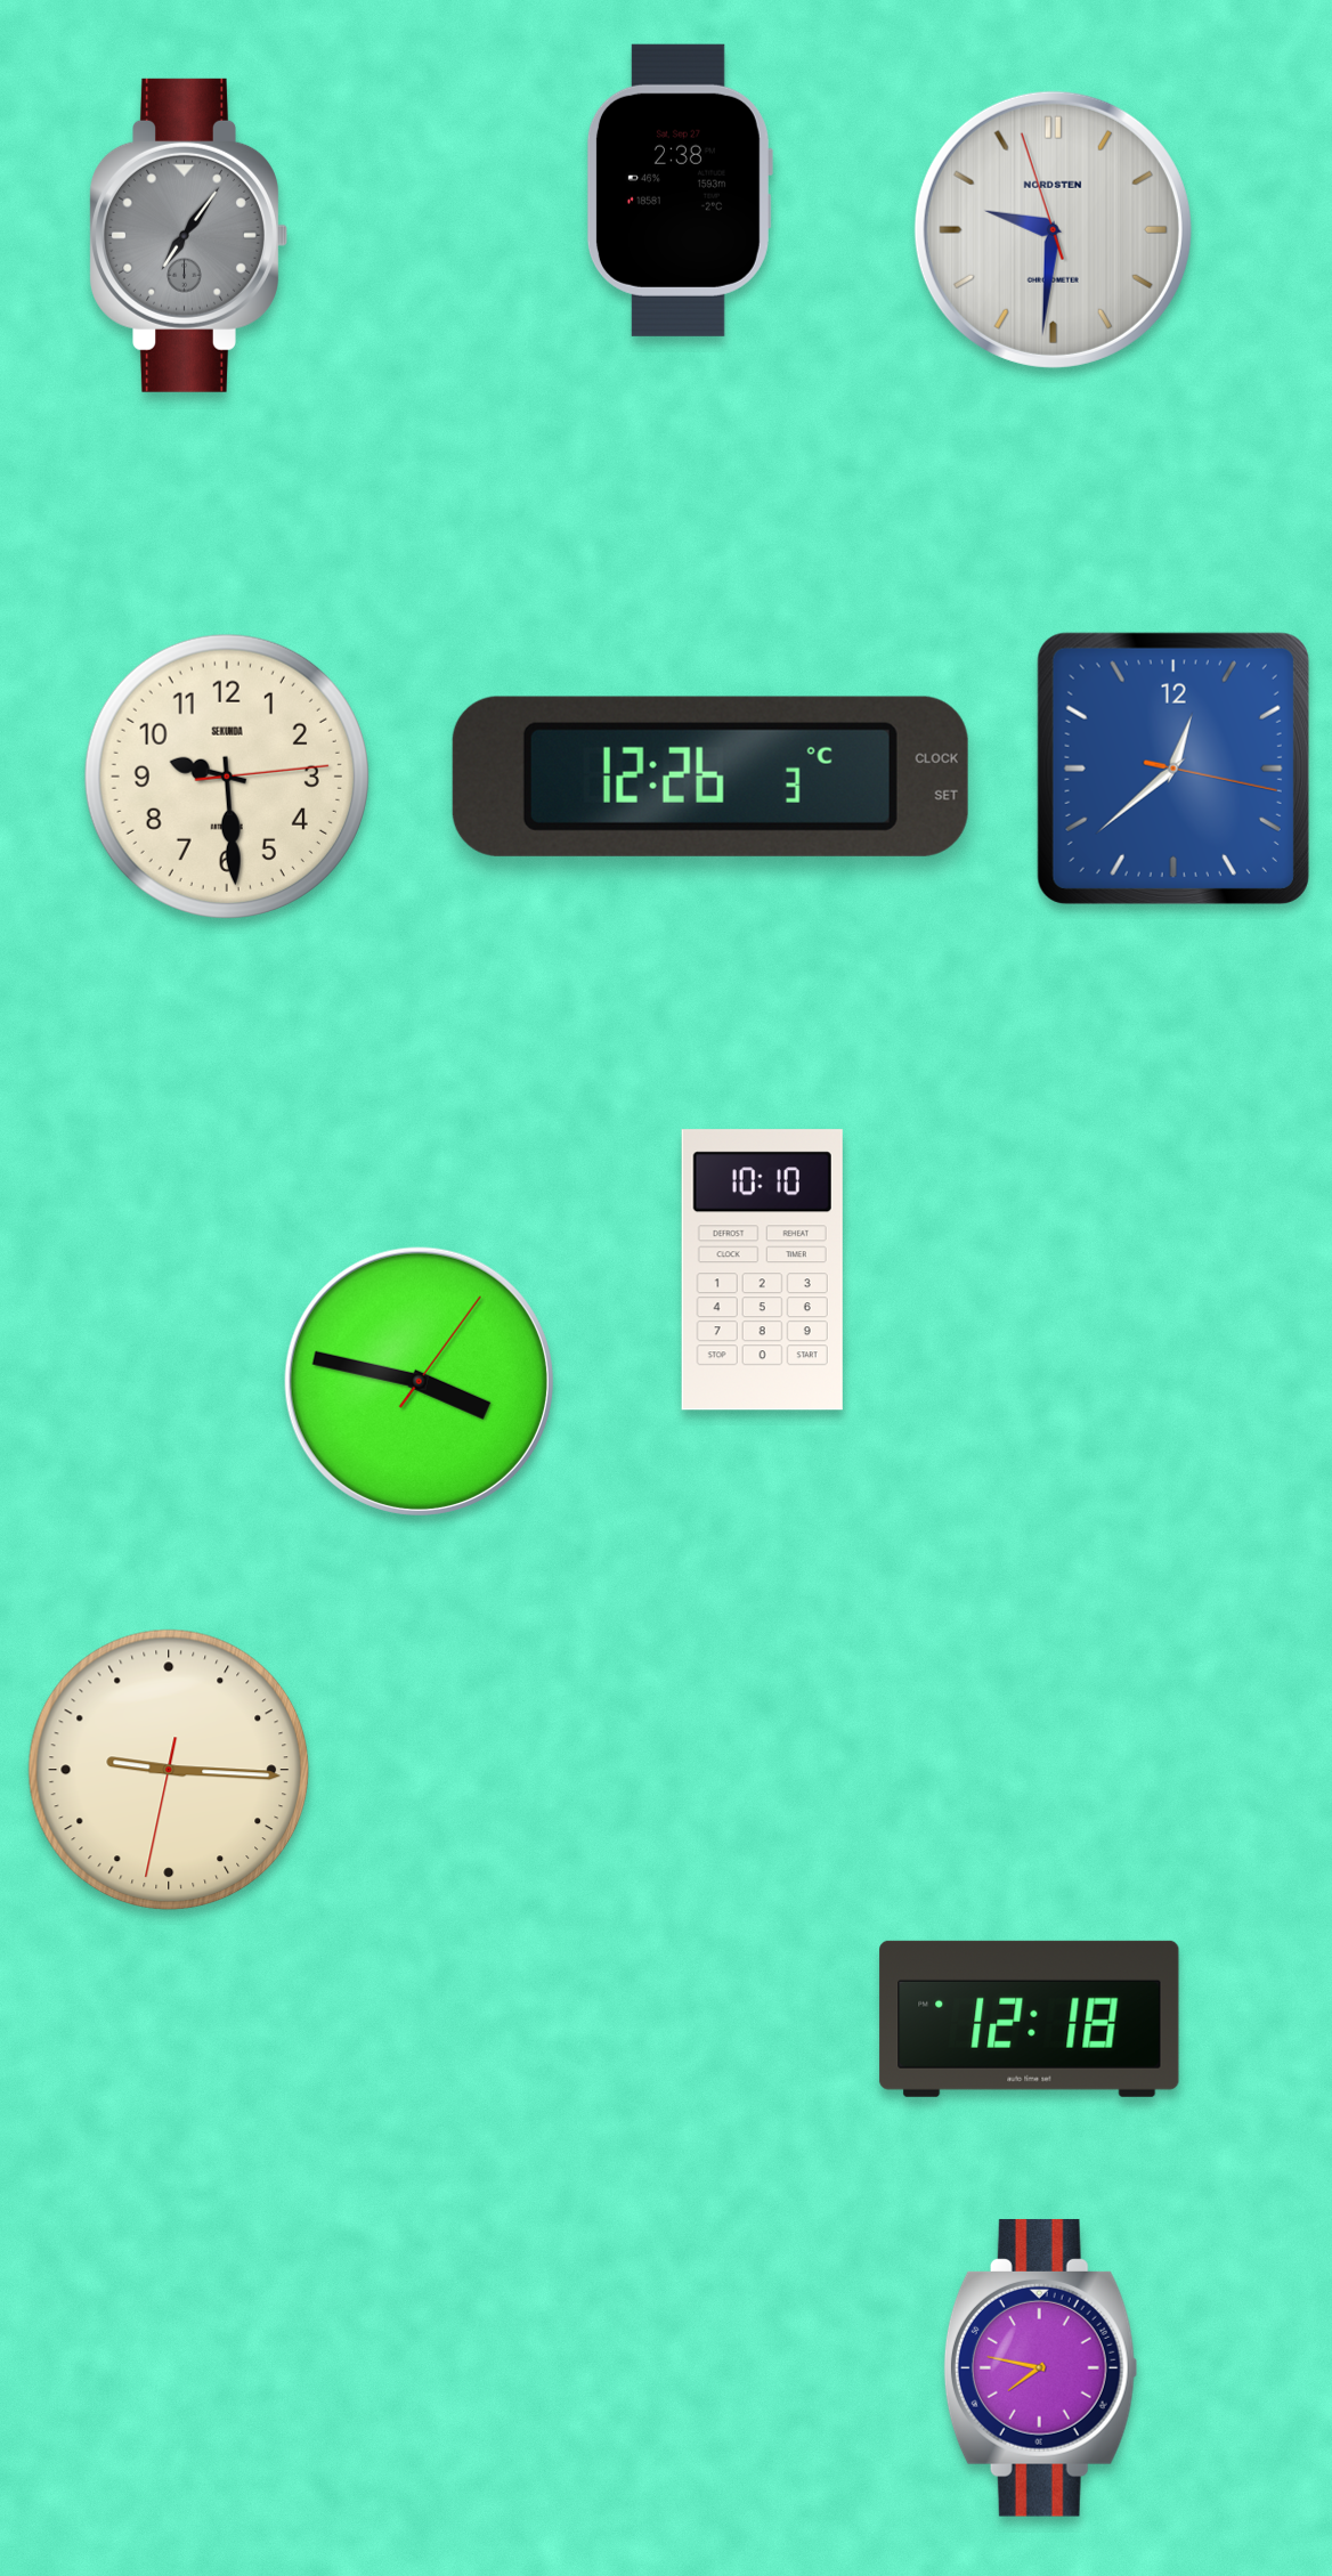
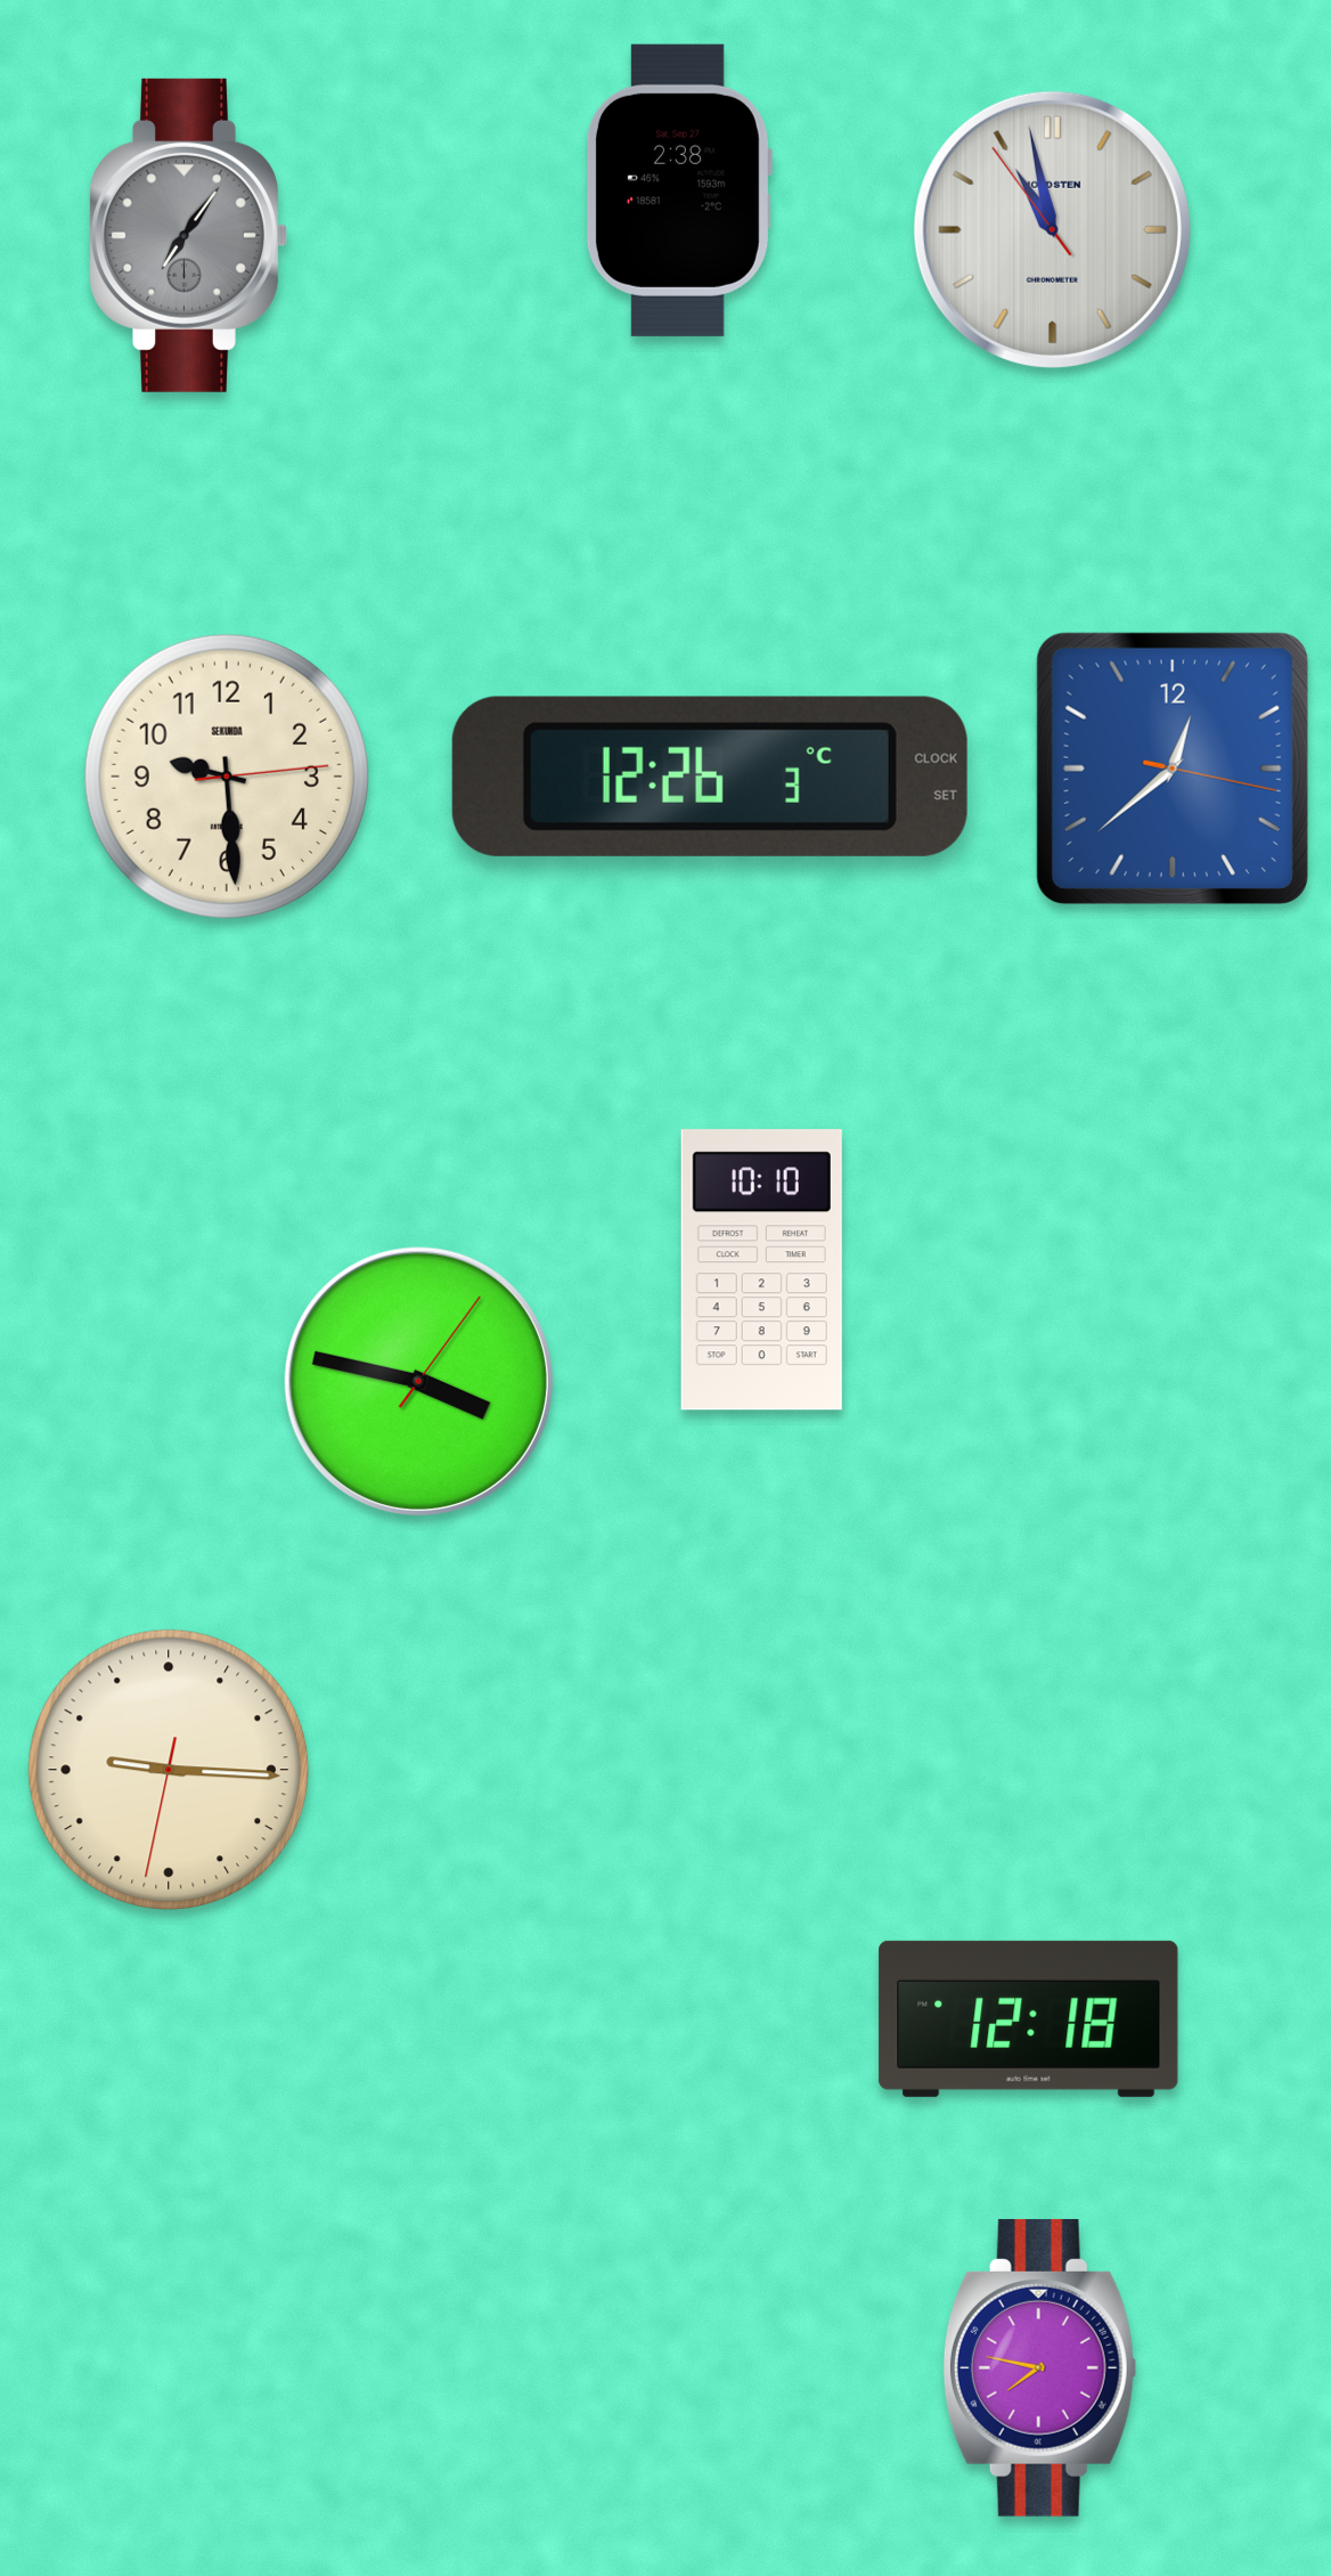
clock at (1053, 229): 9:30 -> 10:57
